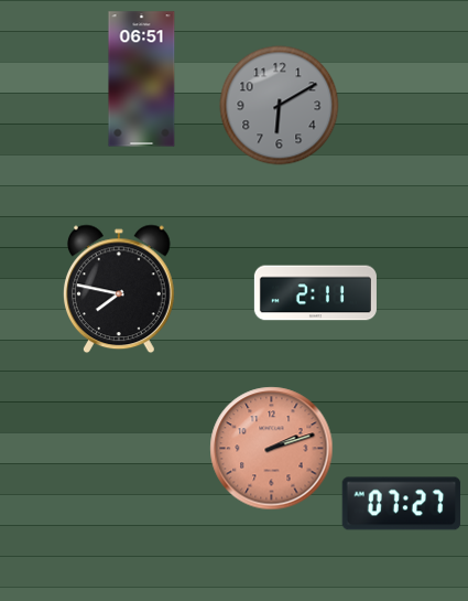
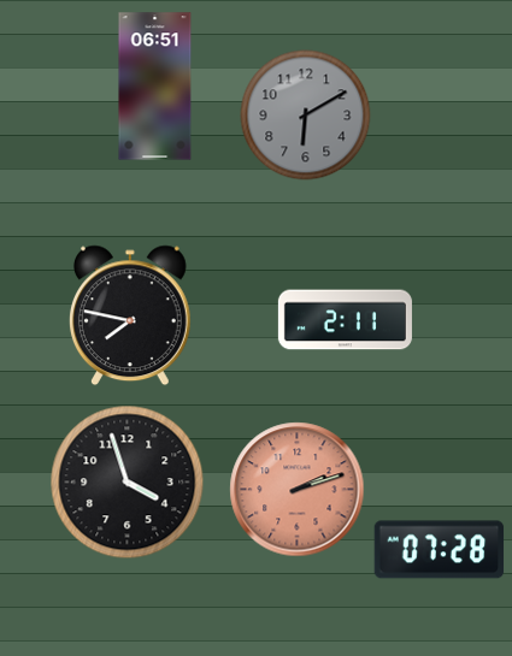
clock at (128, 483): none -> 3:57
clock at (402, 504): 07:27 -> 07:28
